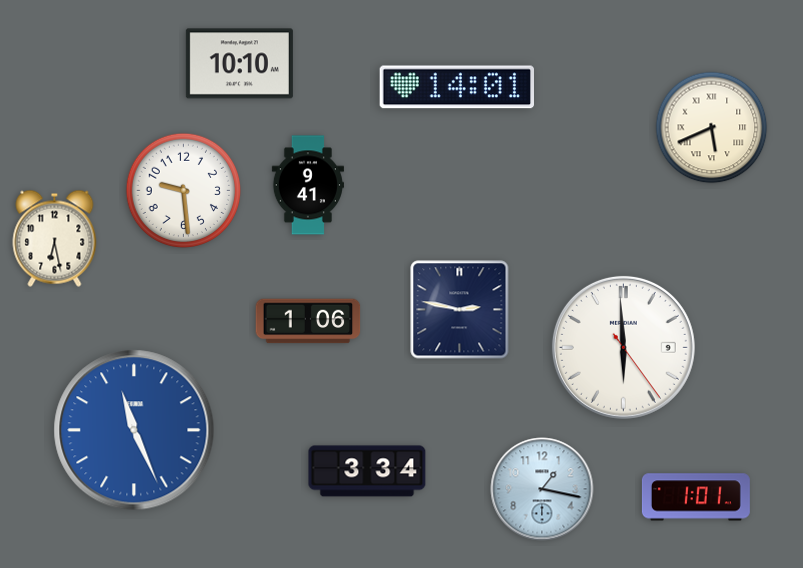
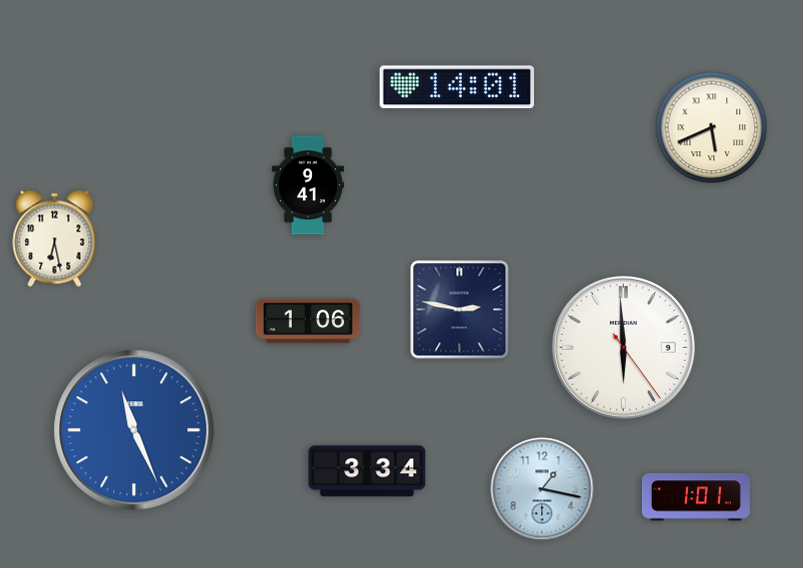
clock at (239, 64): 10:10 -> none
clock at (184, 191): 9:29 -> none
